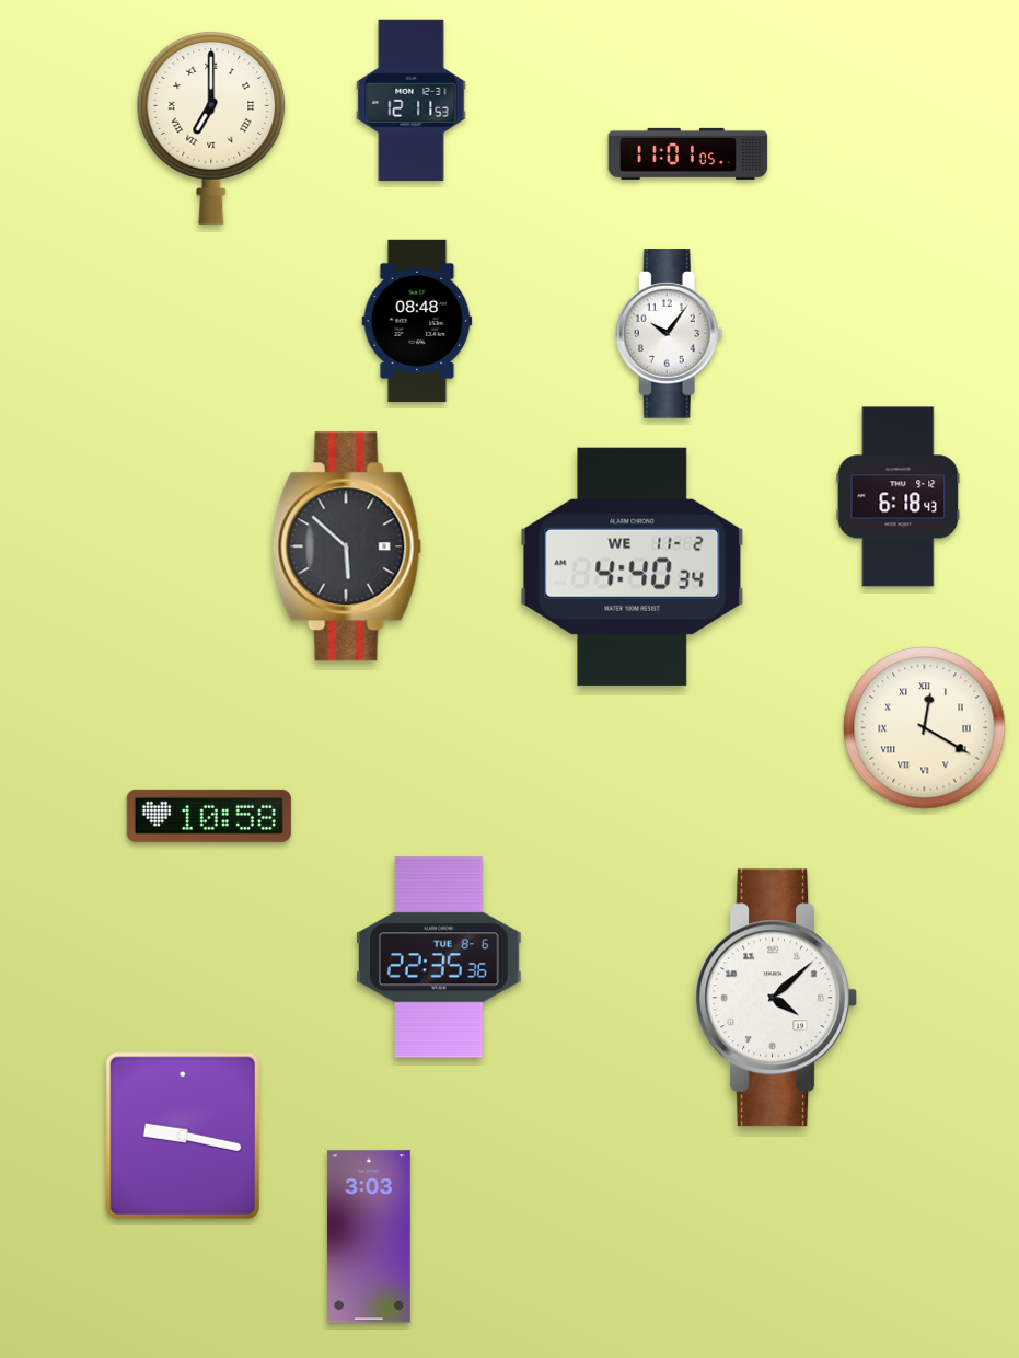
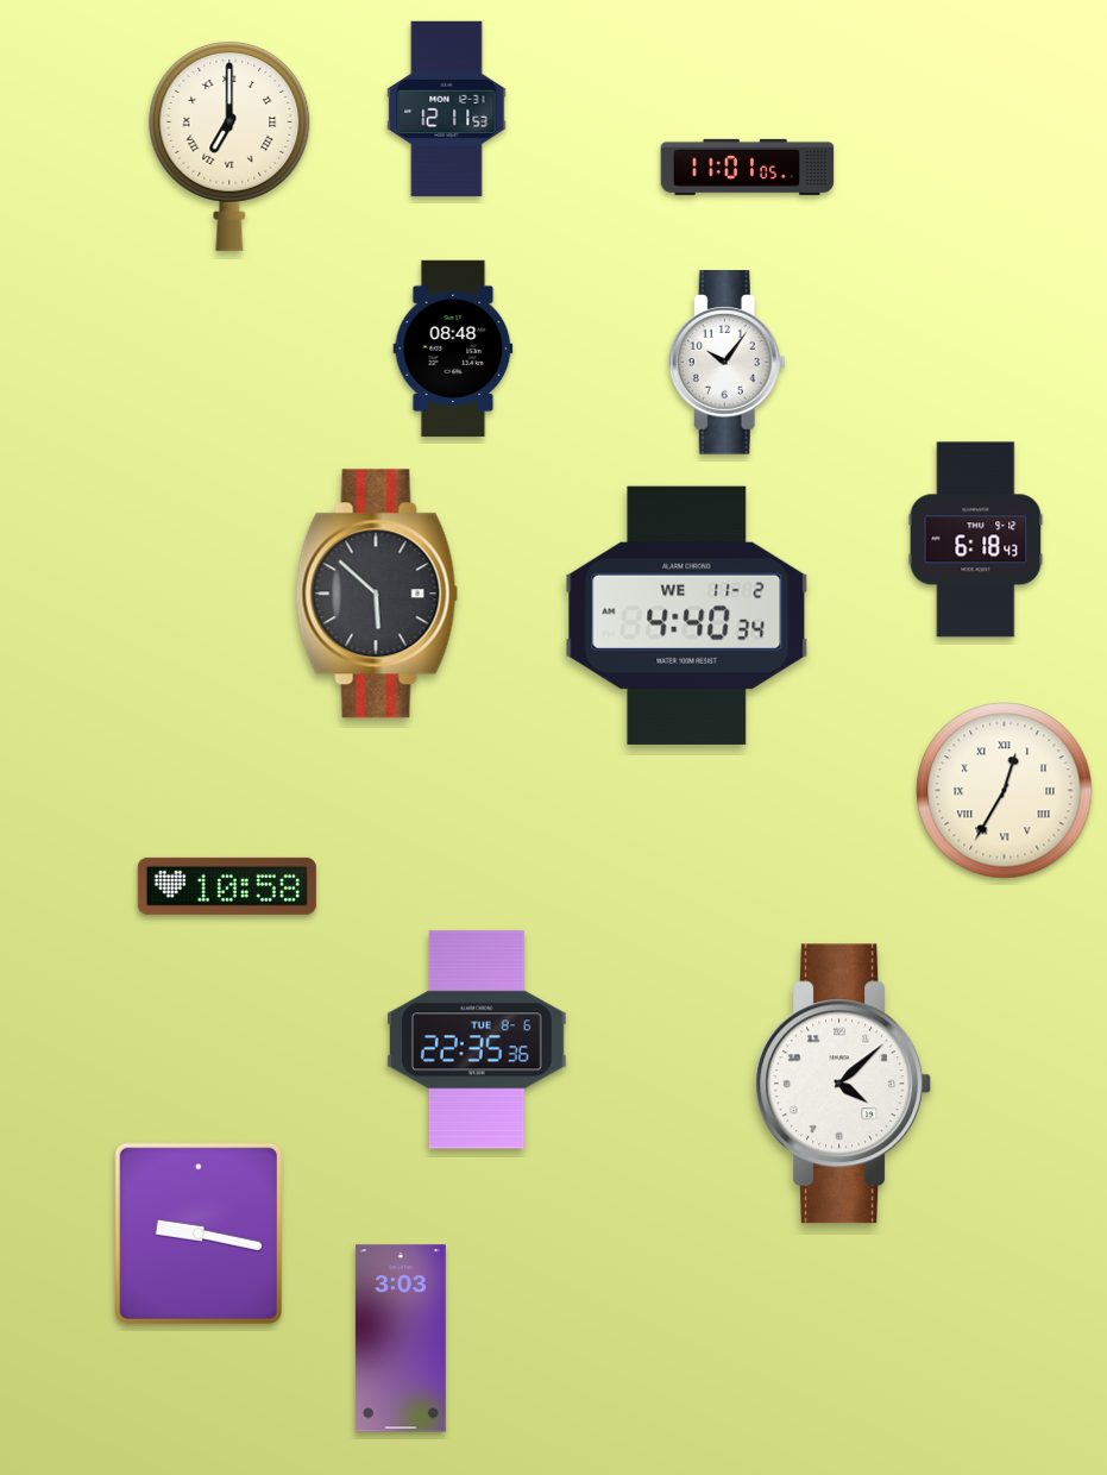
clock at (211, 127) position: (211, 127) -> (229, 145)
clock at (925, 728): 12:20 -> 12:35
clock at (369, 1236) position: (369, 1236) -> (401, 1338)
